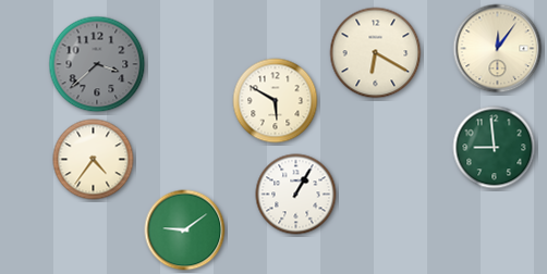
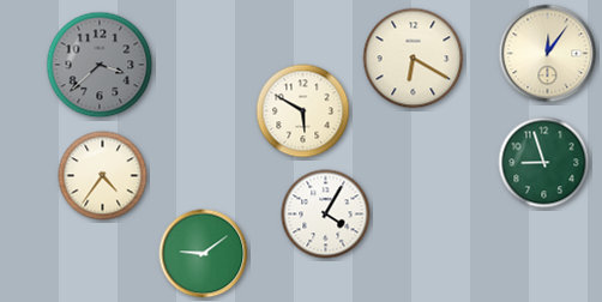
clock at (97, 64) position: (97, 64) -> (100, 65)
clock at (495, 148): 8:59 -> 8:57
clock at (296, 195): 1:05 -> 4:05
